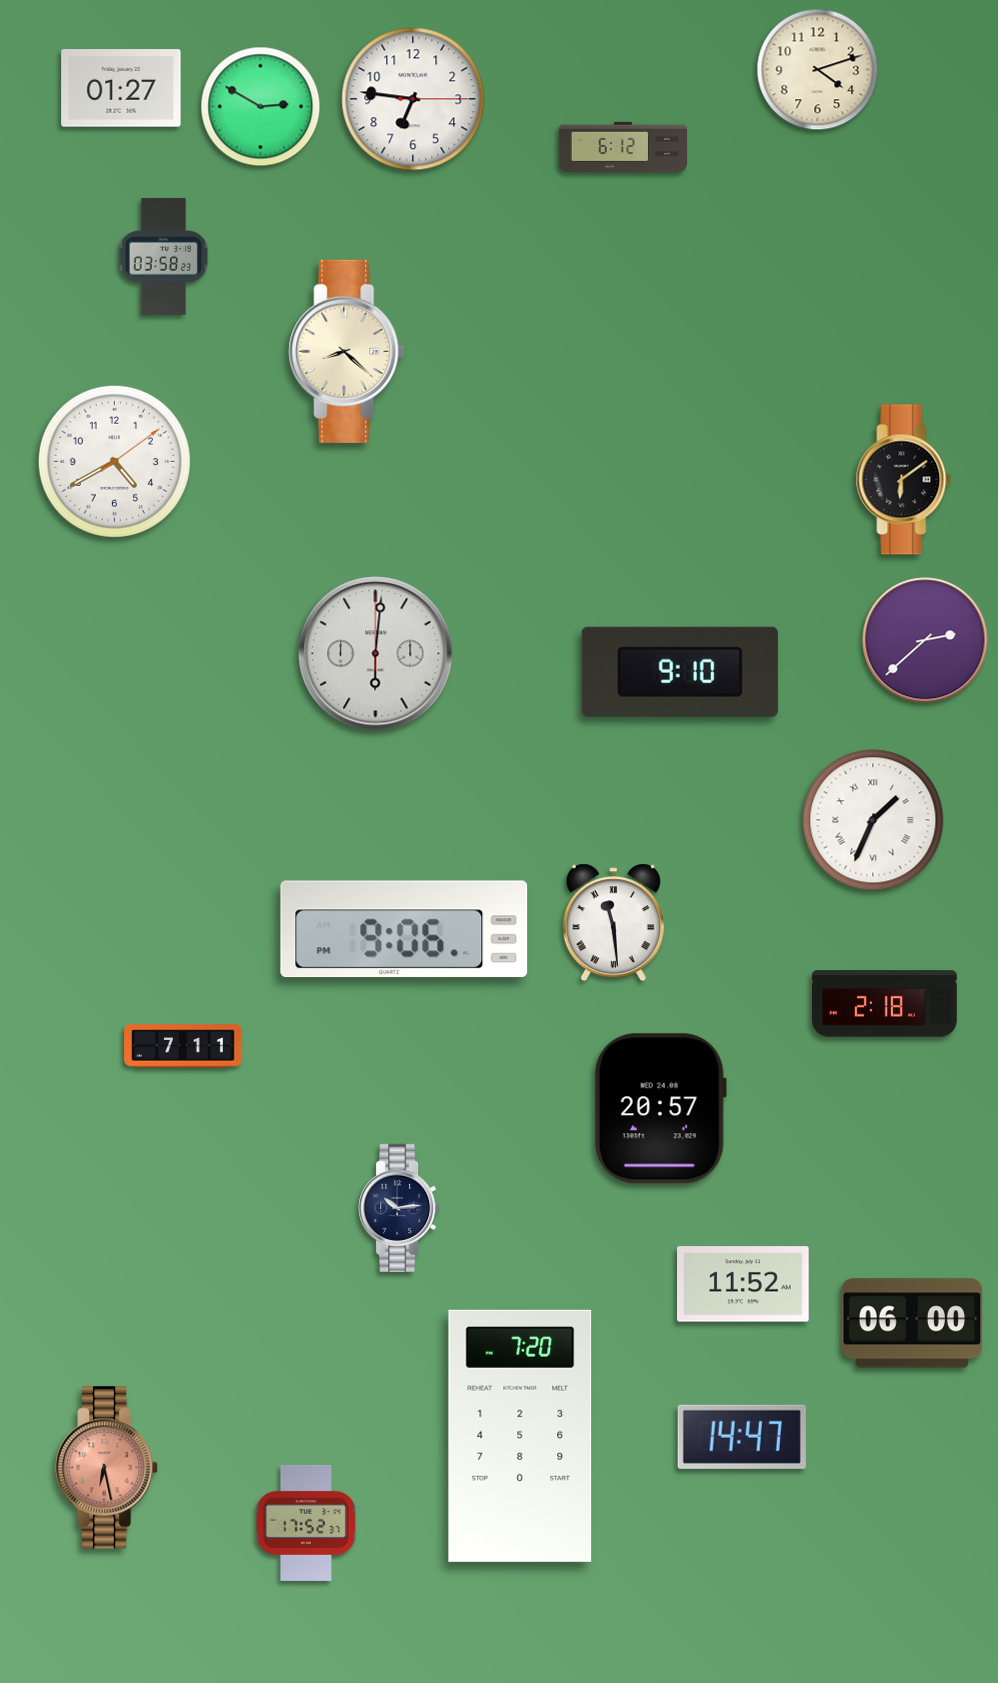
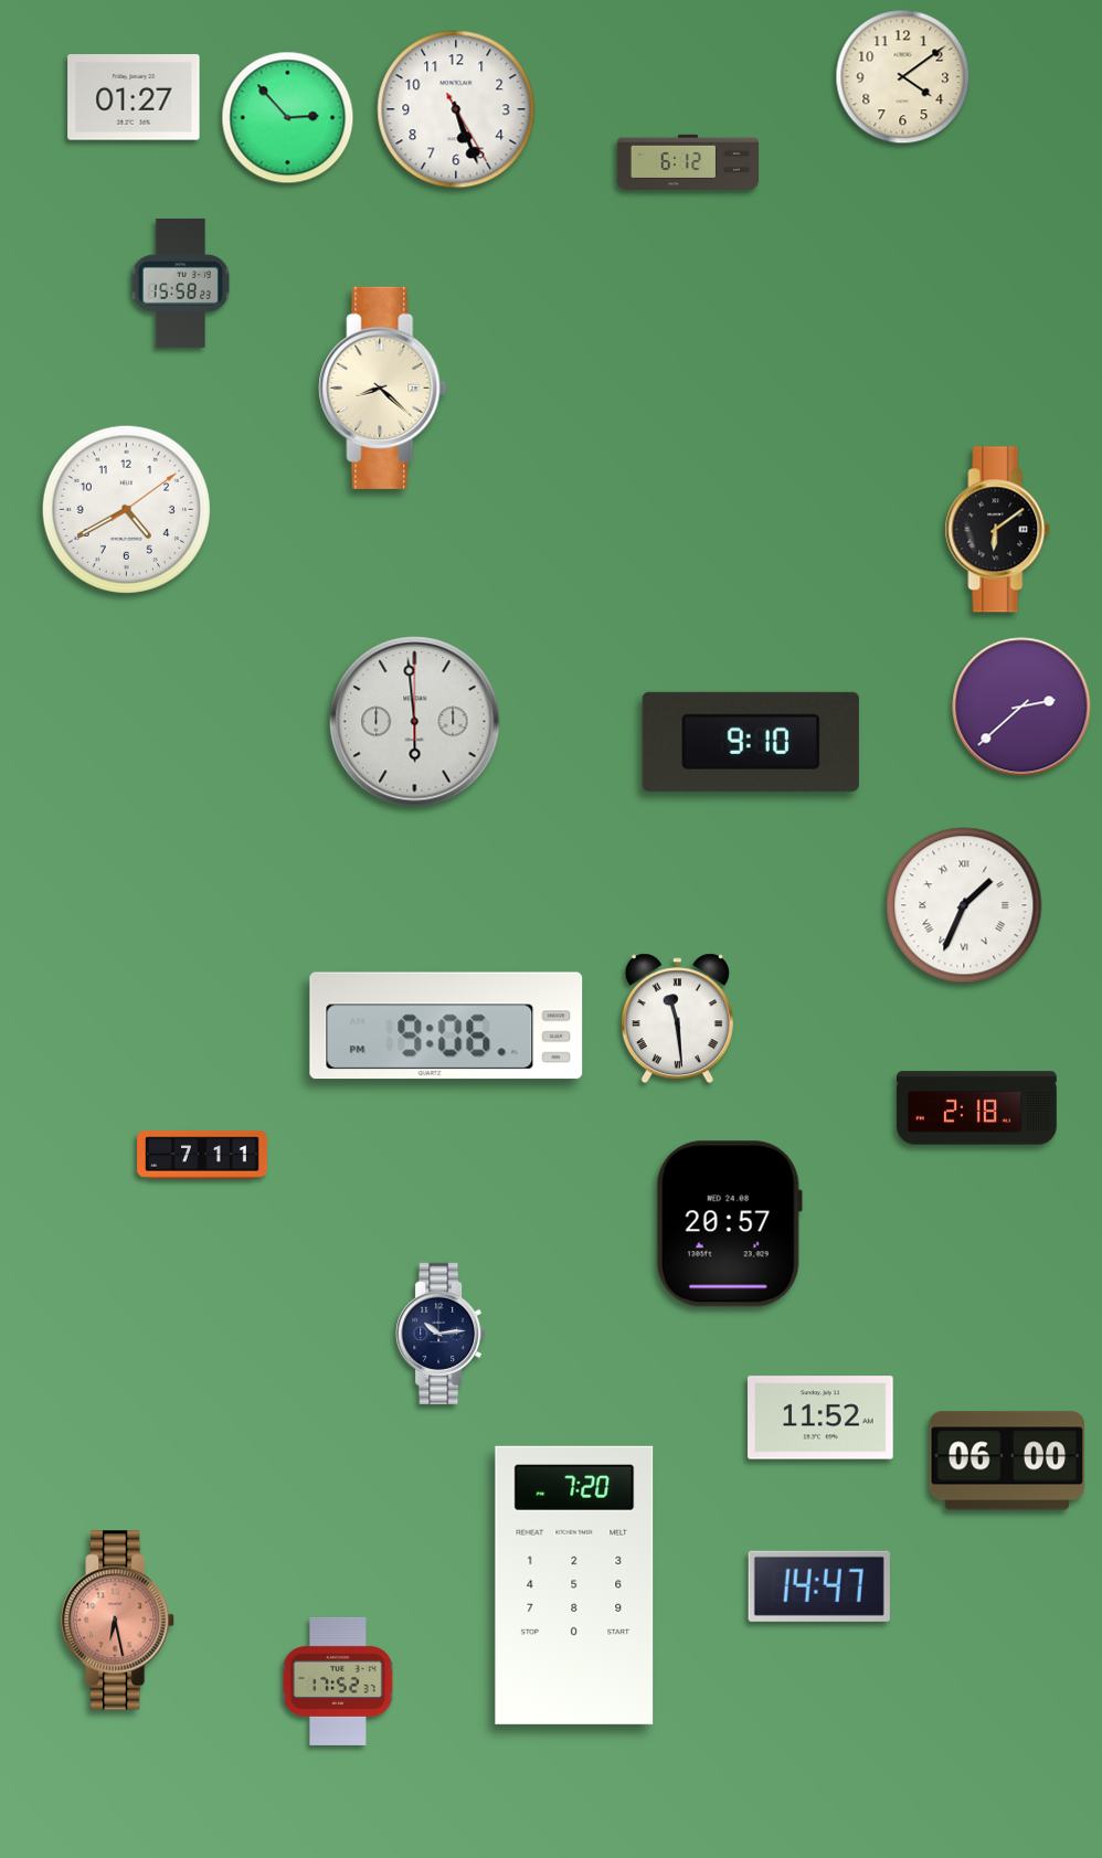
clock at (818, 70): 4:12 -> 4:09
clock at (413, 99): 6:46 -> 5:26
clock at (261, 107): 2:50 -> 2:53
clock at (164, 256): 03:58 -> 15:58
clock at (376, 654): 6:01 -> 5:59
